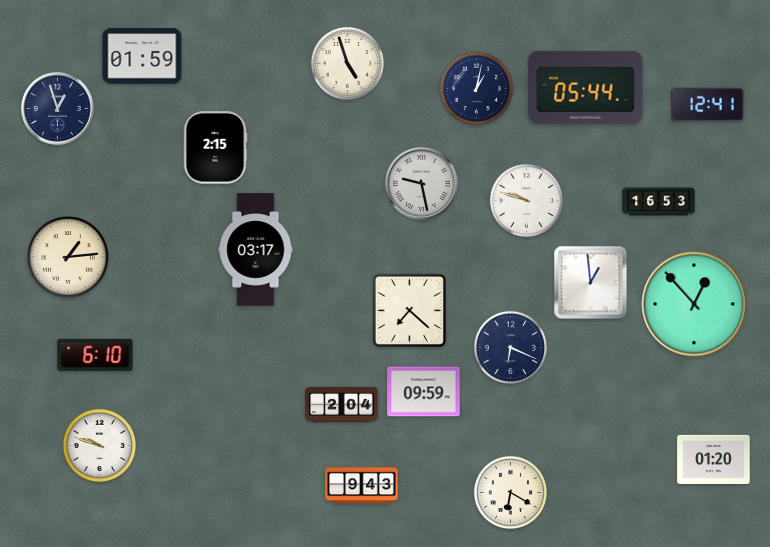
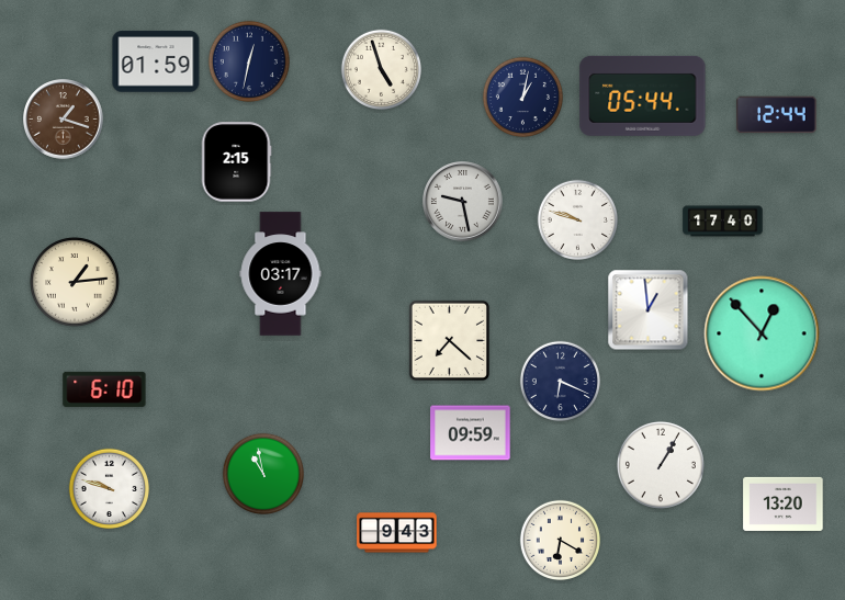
clock at (249, 61): none -> 12:32
clock at (708, 105): 12:41 -> 12:44
clock at (58, 109): 12:57 -> 1:18
clock at (58, 109) dial: navy -> brown
clock at (659, 202): 16:53 -> 17:40
clock at (424, 392) position: (424, 392) -> (471, 433)
clock at (342, 404): 2:04 -> none
clock at (661, 465): none -> 1:05
clock at (263, 474): none -> 10:58
clock at (714, 459): 01:20 -> 13:20
